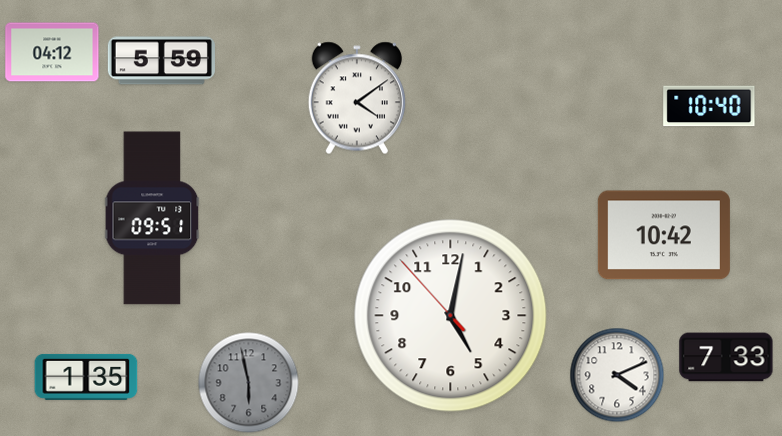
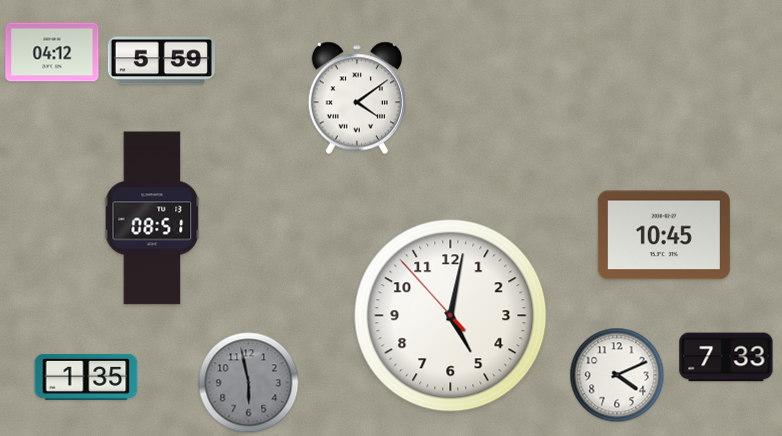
clock at (709, 106): 10:40 -> none
clock at (152, 218): 09:51 -> 08:51
clock at (664, 235): 10:42 -> 10:45
